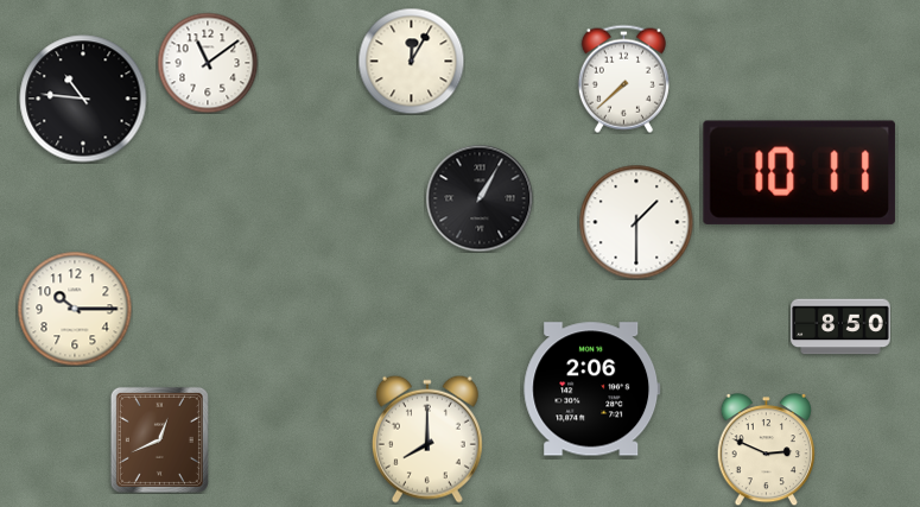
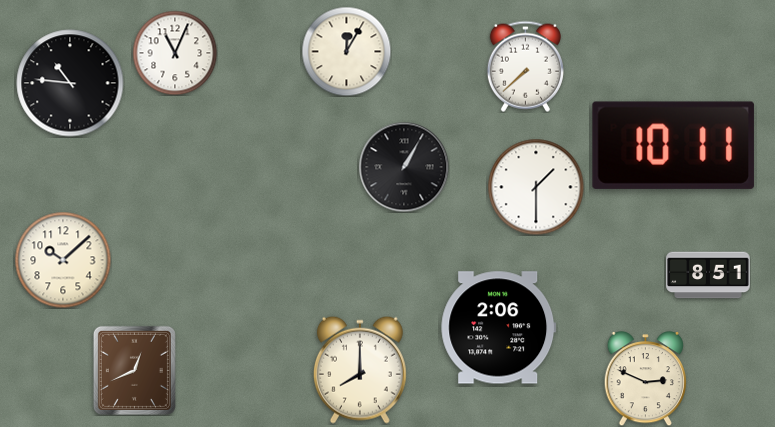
clock at (208, 63): 11:09 -> 11:04
clock at (75, 309): 10:15 -> 10:08
clock at (840, 327): 8:50 -> 8:51
